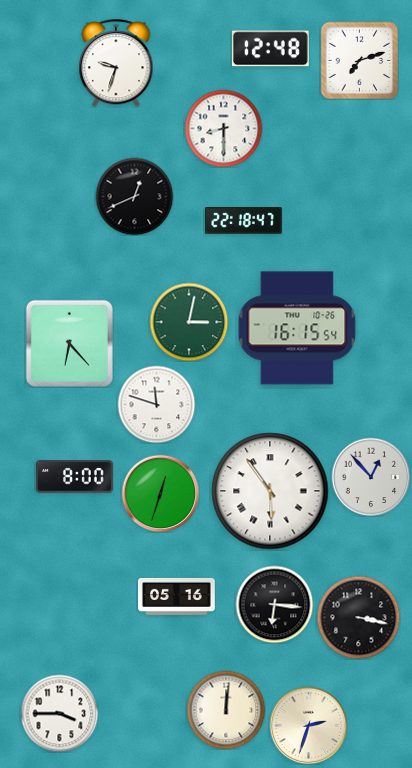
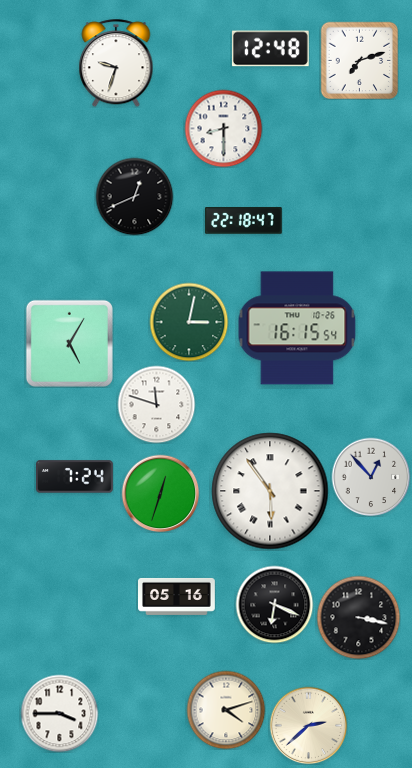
clock at (69, 343): 6:23 -> 5:05
clock at (75, 477): 8:00 -> 7:24
clock at (274, 604): 6:16 -> 6:19
clock at (226, 710): 12:01 -> 4:12
clock at (308, 725): 2:33 -> 2:38
